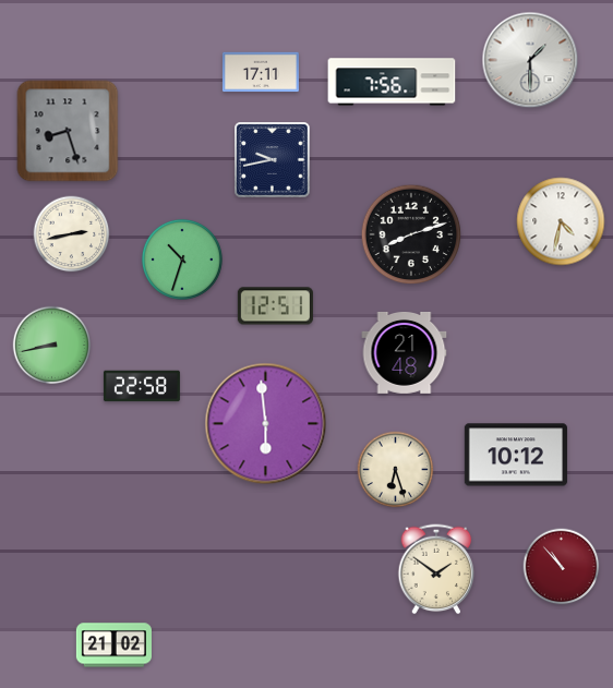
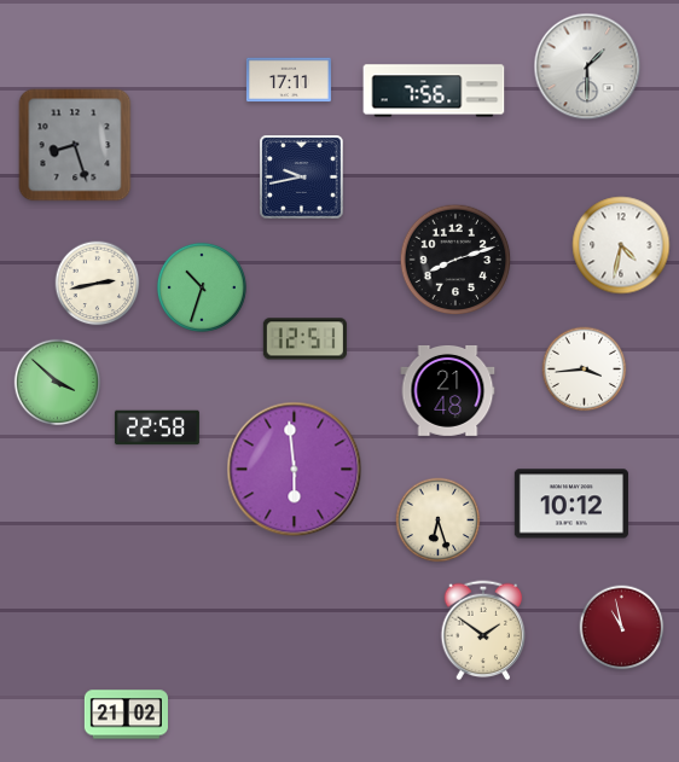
clock at (72, 234) position: (72, 234) -> (98, 284)
clock at (585, 370): none -> 3:44
clock at (52, 346): 8:43 -> 3:52
clock at (562, 567): 10:53 -> 10:58
